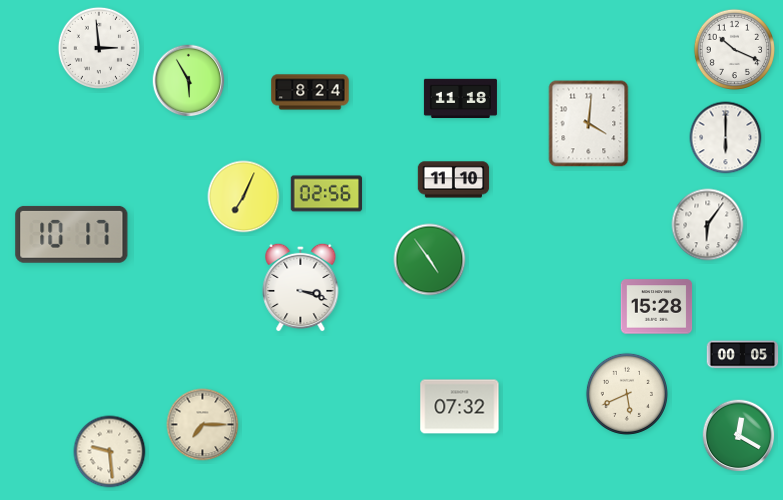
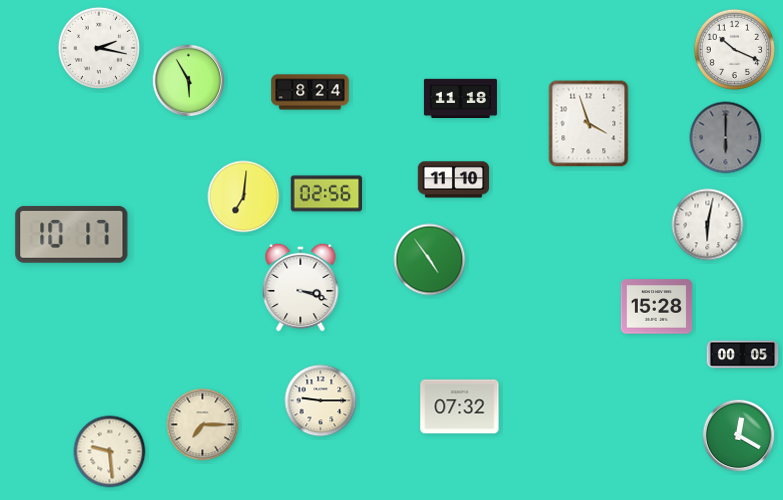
clock at (99, 48): 2:59 -> 2:17
clock at (589, 124): 4:01 -> 3:57
clock at (726, 138) dial: white -> grey
clock at (244, 197): 7:04 -> 7:01
clock at (708, 225): 6:06 -> 6:02
clock at (627, 394): 5:41 -> none
clock at (321, 401): none -> 9:15
